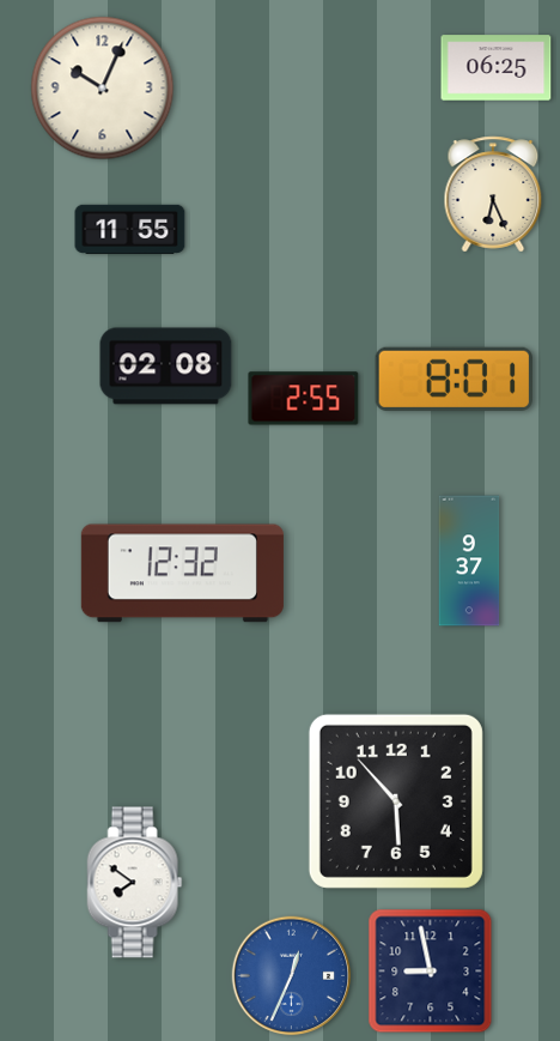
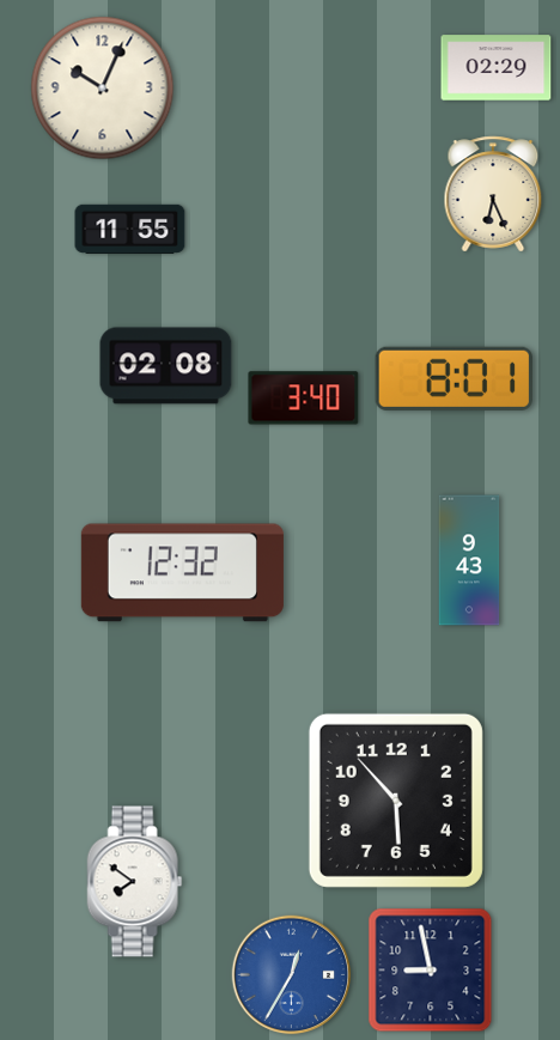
clock at (497, 68): 06:25 -> 02:29
clock at (304, 399): 2:55 -> 3:40
clock at (469, 561): 9:37 -> 9:43
clock at (292, 976): 12:34 -> 12:35
